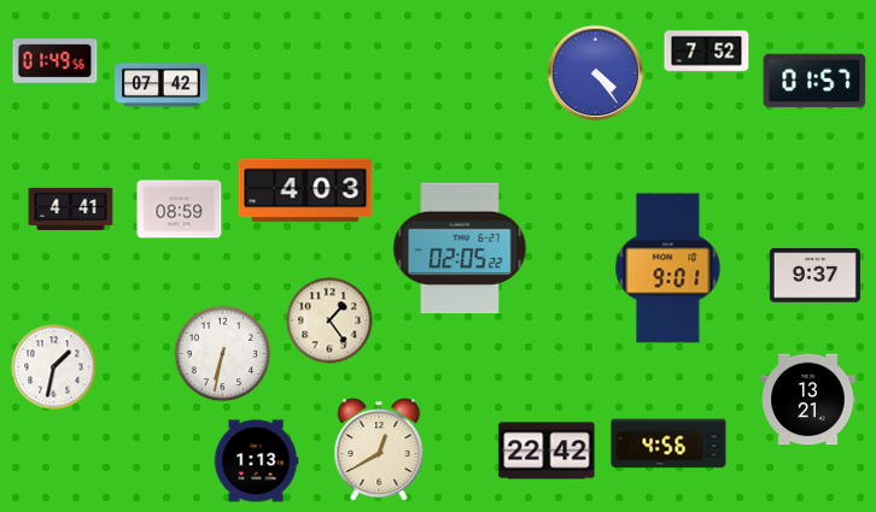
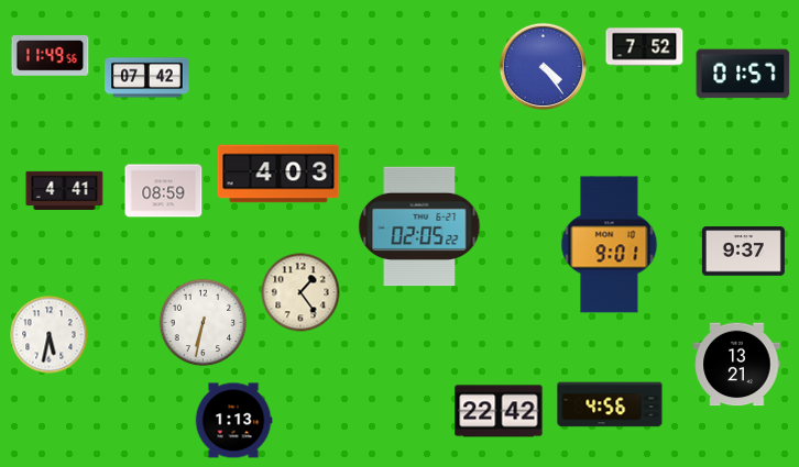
clock at (56, 61): 01:49 -> 11:49
clock at (54, 367): 1:32 -> 5:32
clock at (379, 449): 12:40 -> none
